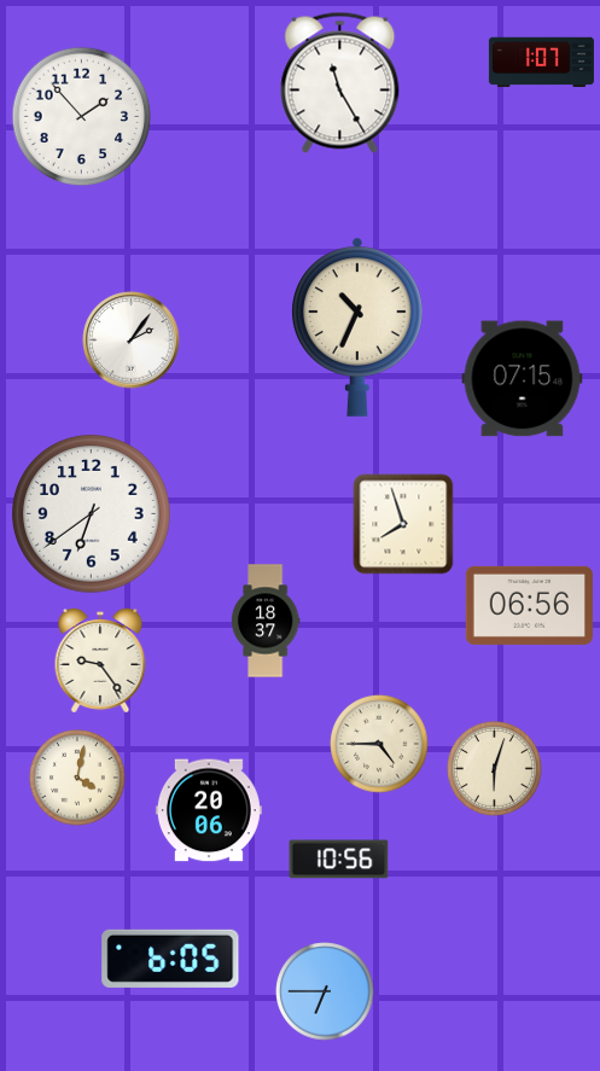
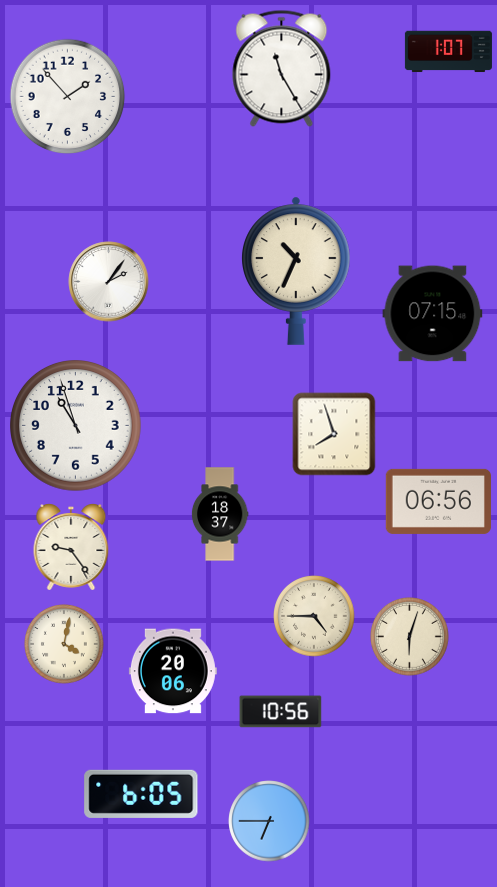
clock at (92, 514): 6:39 -> 10:57
clock at (100, 660) position: (100, 660) -> (71, 547)
